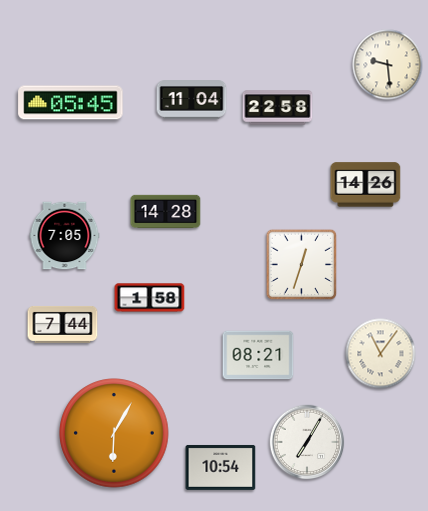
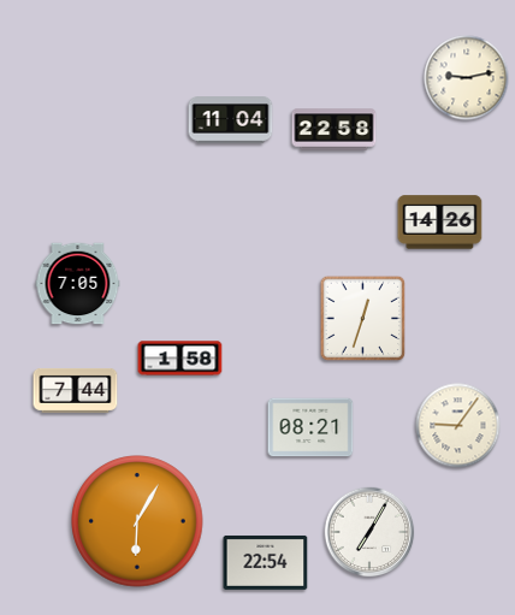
clock at (388, 65): 9:29 -> 9:13
clock at (71, 103): 05:45 -> none
clock at (166, 212): 14:28 -> none
clock at (381, 354): 11:06 -> 9:06
clock at (221, 467): 10:54 -> 22:54
